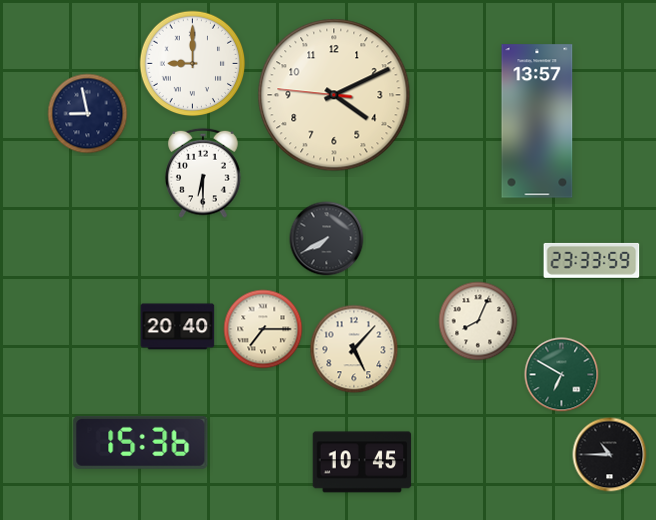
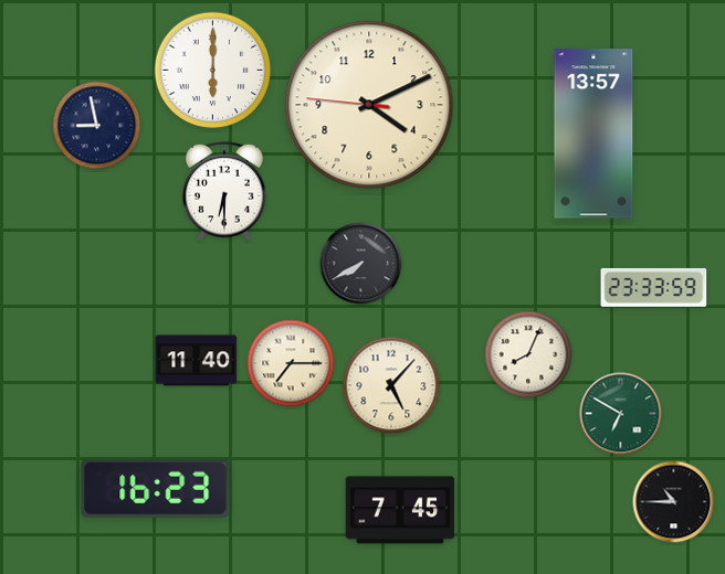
clock at (193, 64): 9:00 -> 6:00
clock at (178, 327): 20:40 -> 11:40
clock at (141, 442): 15:36 -> 16:23
clock at (362, 462): 10:45 -> 7:45
